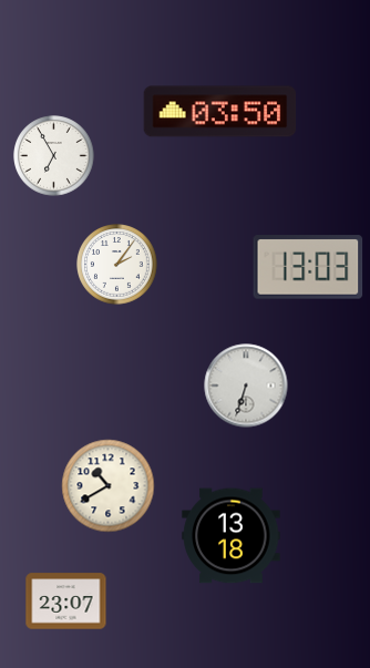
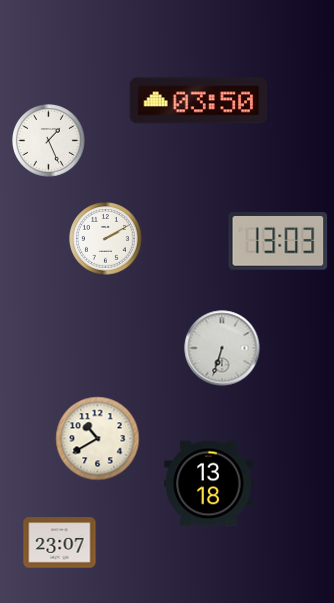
clock at (54, 156): 6:55 -> 1:26
clock at (117, 265): 2:06 -> 2:10
